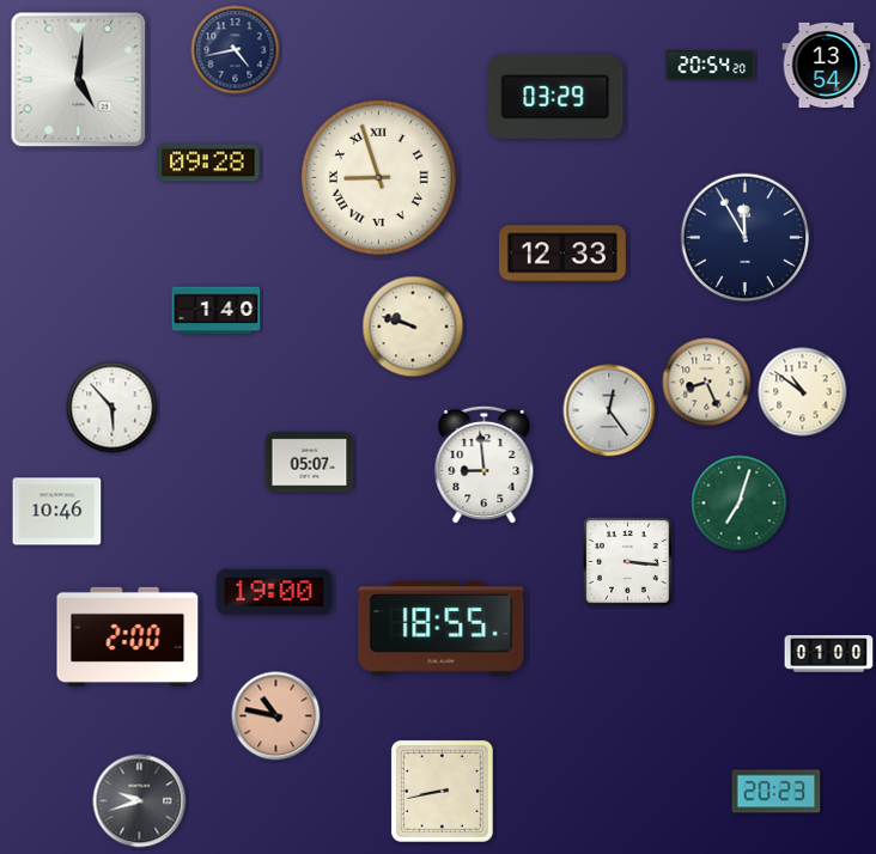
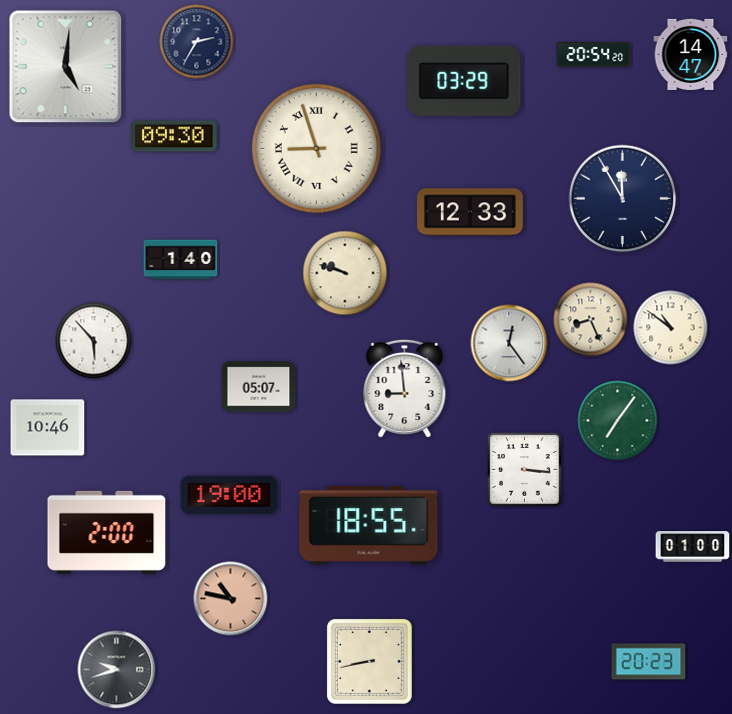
clock at (236, 50): 4:43 -> 2:35
clock at (827, 65): 13:54 -> 14:47
clock at (208, 163): 09:28 -> 09:30
clock at (740, 504): 7:03 -> 7:06
